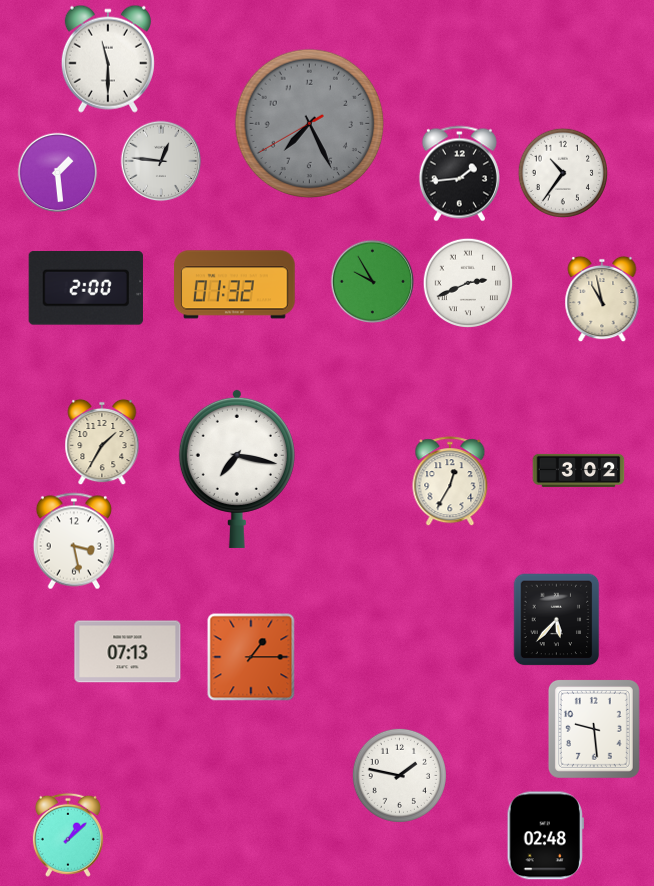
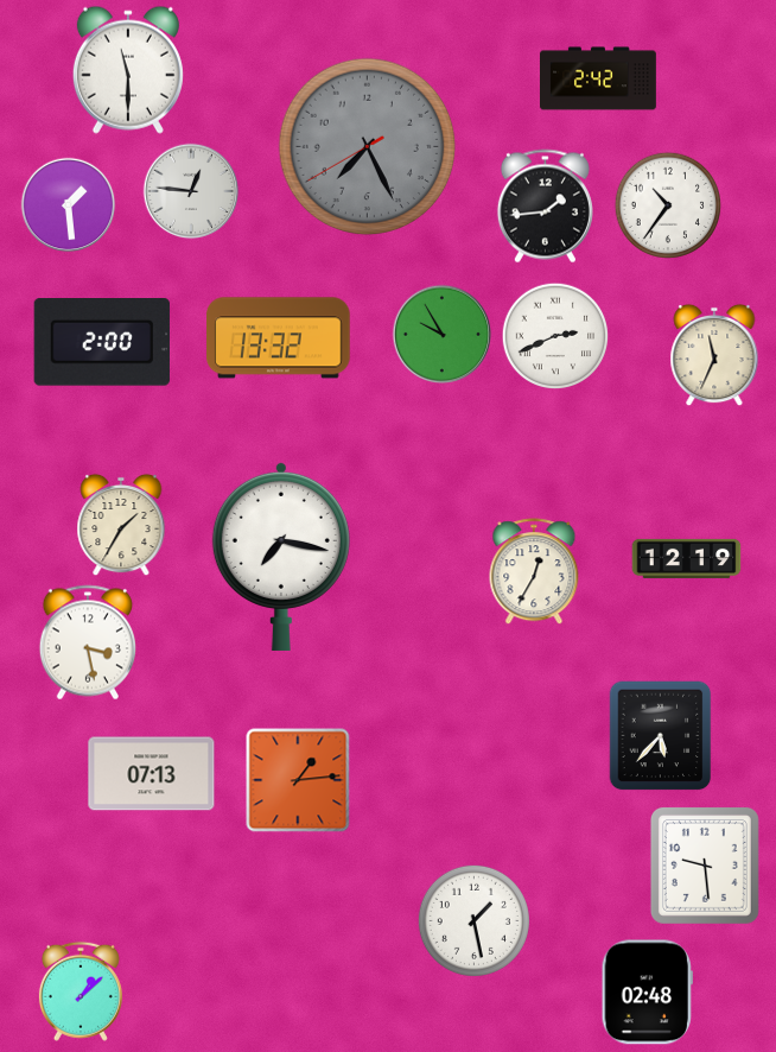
clock at (599, 78): none -> 2:42
clock at (235, 285): 01:32 -> 13:32
clock at (602, 299): 10:58 -> 11:34
clock at (579, 470): 3:02 -> 12:19
clock at (251, 657): 1:15 -> 1:14
clock at (399, 775): 1:47 -> 1:28
